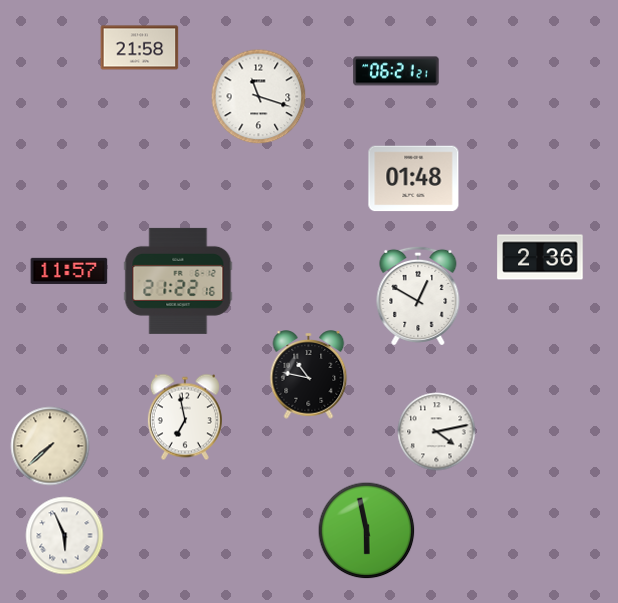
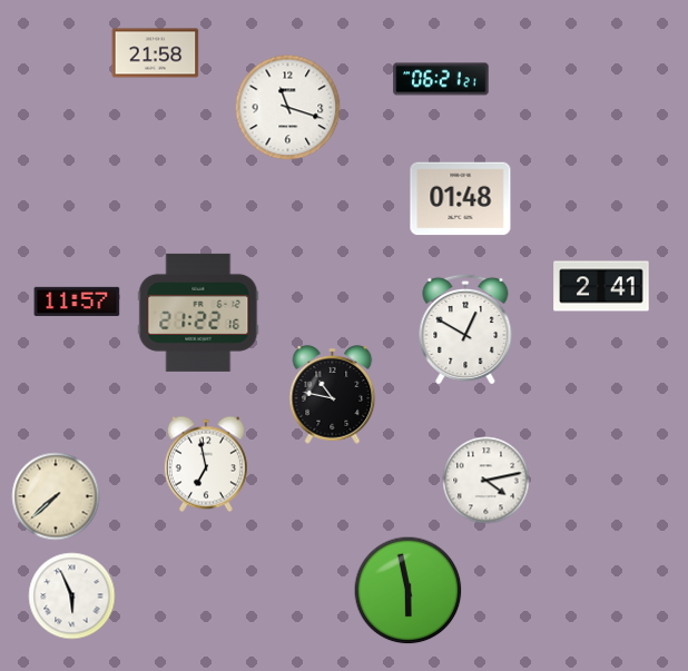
clock at (540, 257): 2:36 -> 2:41
clock at (309, 375) position: (309, 375) -> (333, 395)
